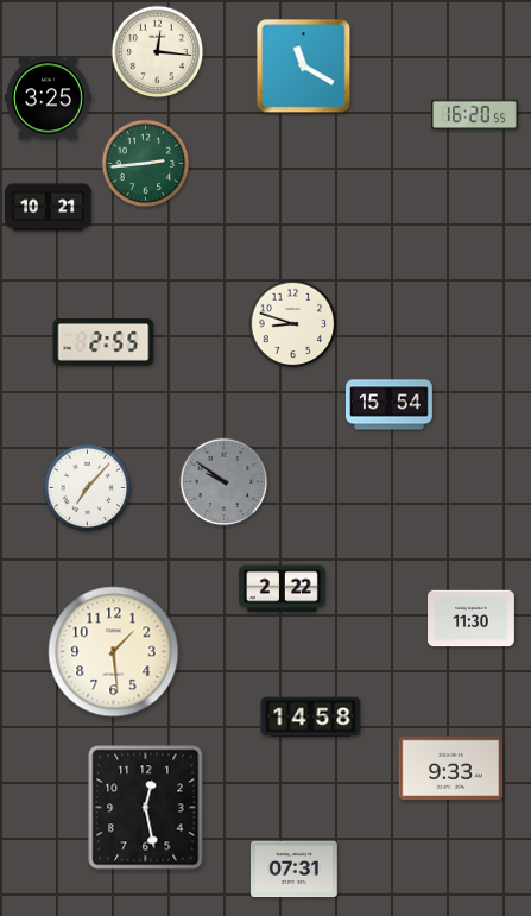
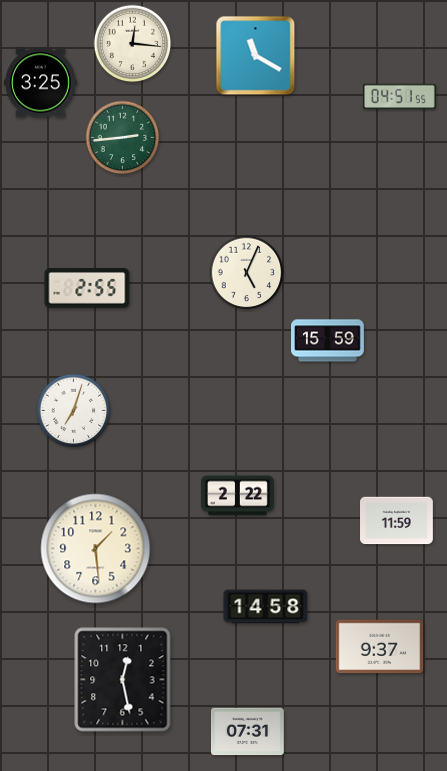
clock at (475, 115): 16:20 -> 04:51
clock at (49, 208): 10:21 -> none
clock at (293, 324): 8:48 -> 5:04
clock at (390, 405): 15:54 -> 15:59
clock at (225, 482): 9:51 -> none
clock at (88, 488): 7:07 -> 7:03
clock at (472, 619): 11:30 -> 11:59
clock at (311, 718) position: (311, 718) -> (266, 607)
clock at (451, 769): 9:33 -> 9:37
